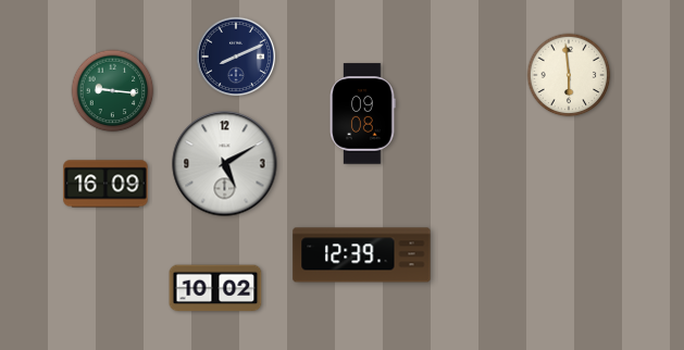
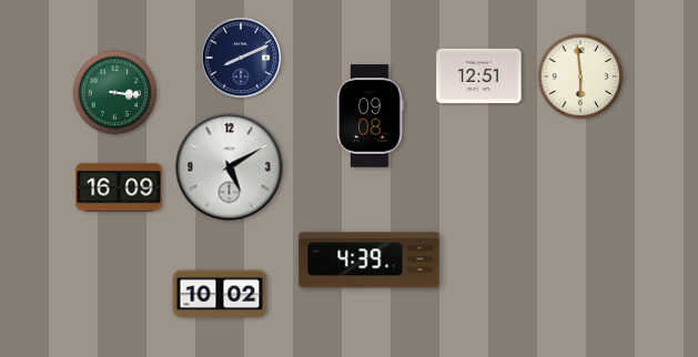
clock at (479, 75): none -> 12:51
clock at (113, 91): 9:16 -> 3:16
clock at (105, 184) position: (105, 184) -> (119, 187)
clock at (362, 255): 12:39 -> 4:39
